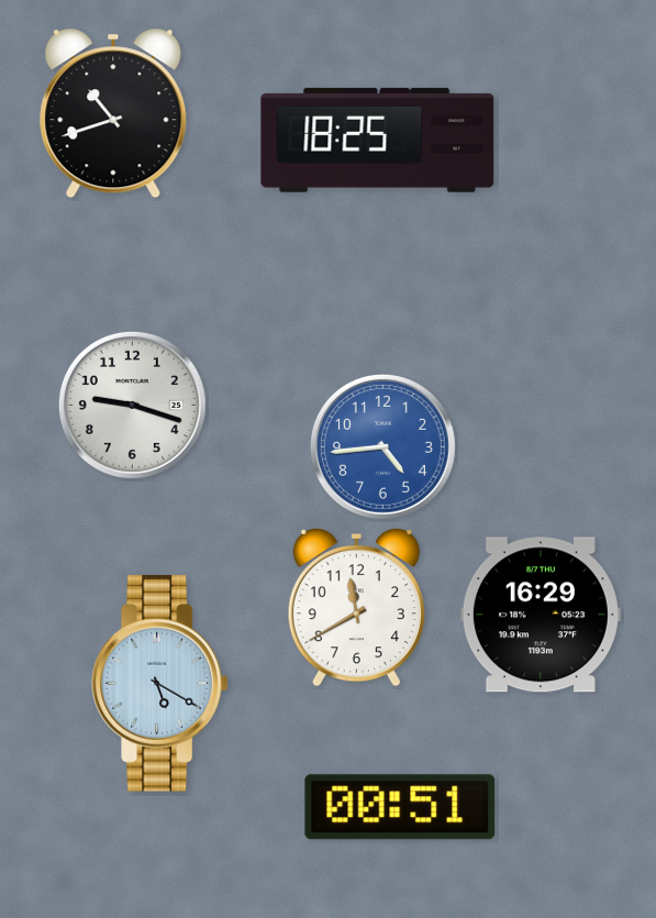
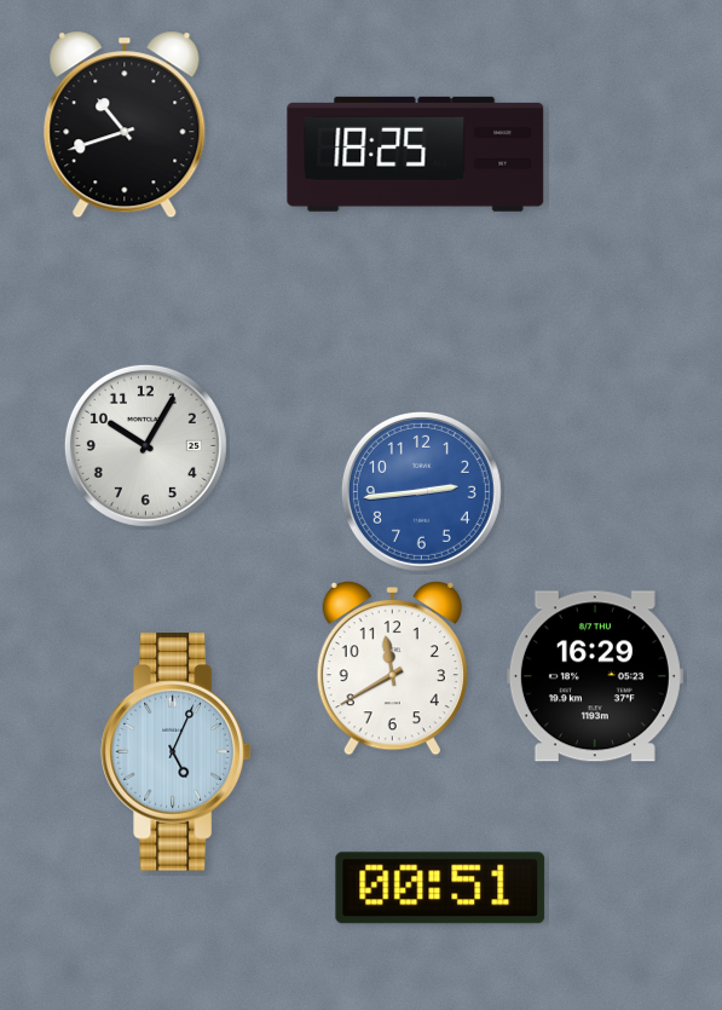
clock at (132, 405): 9:18 -> 10:05
clock at (382, 446): 4:44 -> 2:44
clock at (160, 684): 5:20 -> 5:04
